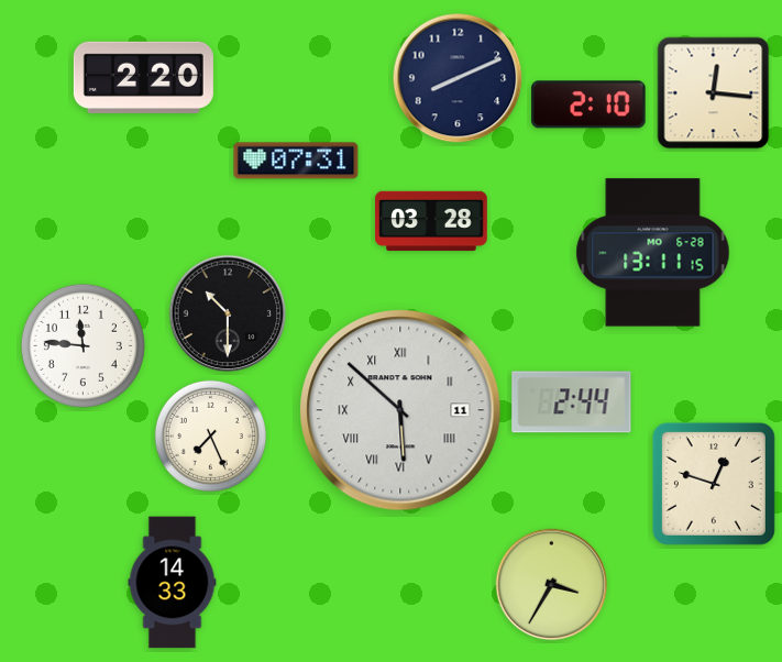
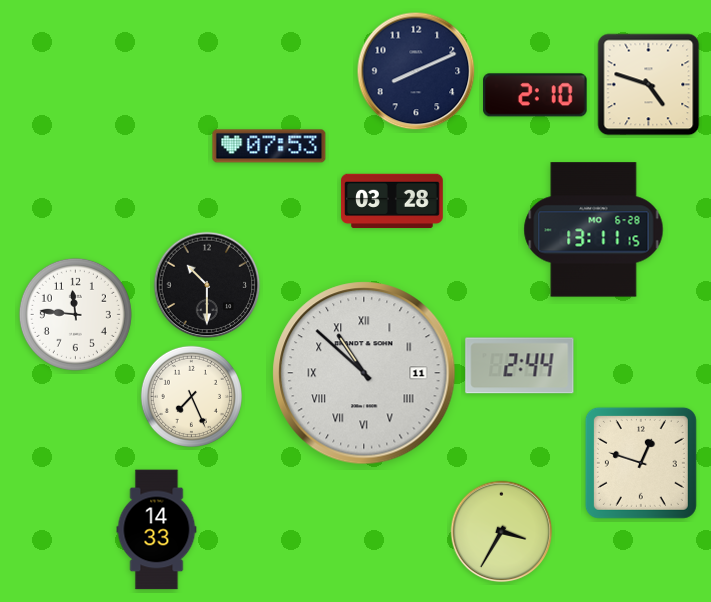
clock at (143, 77): 2:20 -> none
clock at (714, 93): 12:16 -> 4:48
clock at (296, 161): 07:31 -> 07:53
clock at (400, 410): 5:52 -> 10:52
clock at (714, 484) position: (714, 484) -> (641, 463)
